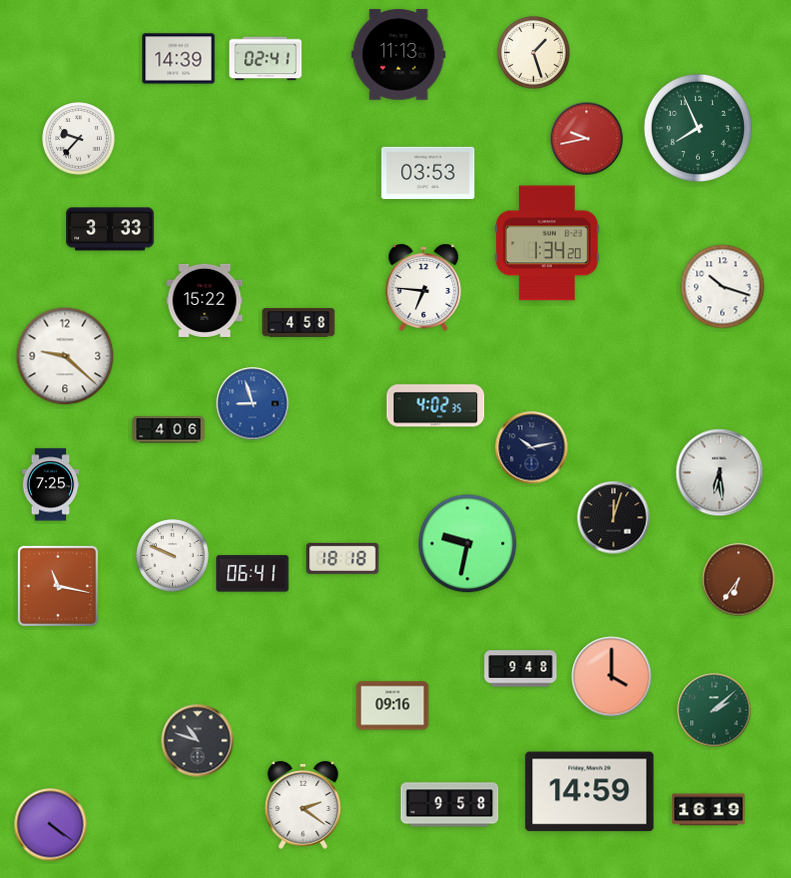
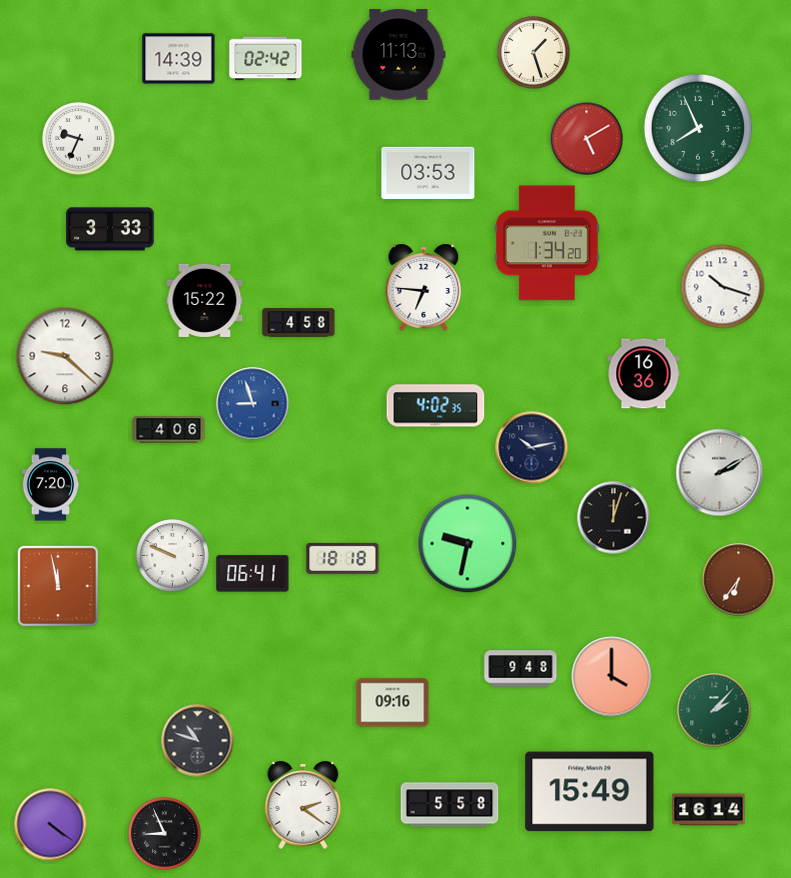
clock at (266, 59): 02:41 -> 02:42
clock at (79, 139): 9:37 -> 9:34
clock at (587, 139): 9:43 -> 5:10
clock at (644, 374): none -> 16:36
clock at (720, 473): 6:29 -> 2:10
clock at (51, 485): 7:25 -> 7:20
clock at (58, 586): 11:17 -> 11:58
clock at (393, 706) position: (393, 706) -> (393, 703)
clock at (714, 710): 2:08 -> 2:07
clock at (590, 792): 14:59 -> 15:49
clock at (450, 805): 9:58 -> 5:58
clock at (709, 810): 16:19 -> 16:14
clock at (165, 834): none -> 8:56
